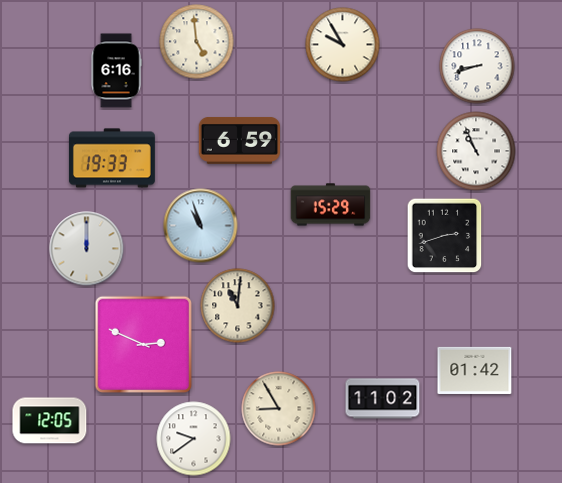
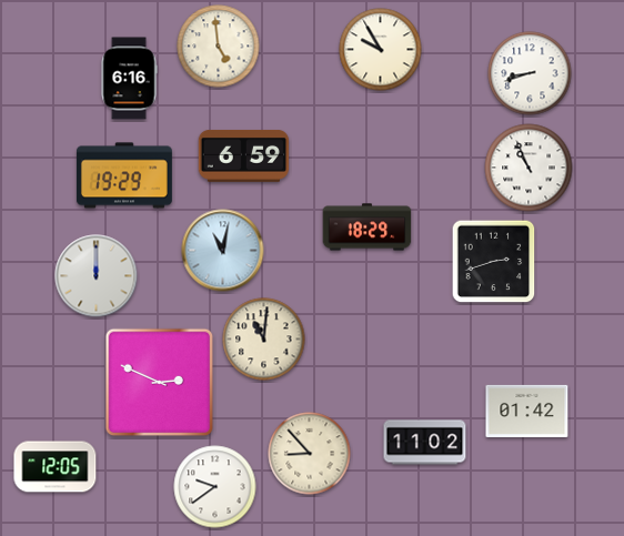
clock at (240, 141) position: (240, 141) -> (244, 156)
clock at (112, 158): 19:33 -> 19:29
clock at (331, 205): 15:29 -> 18:29
clock at (201, 226): 10:57 -> 11:02
clock at (279, 409): 8:55 -> 8:53
